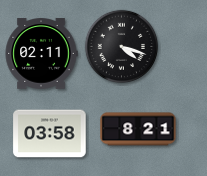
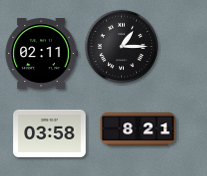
clock at (121, 46): 4:18 -> 1:15
